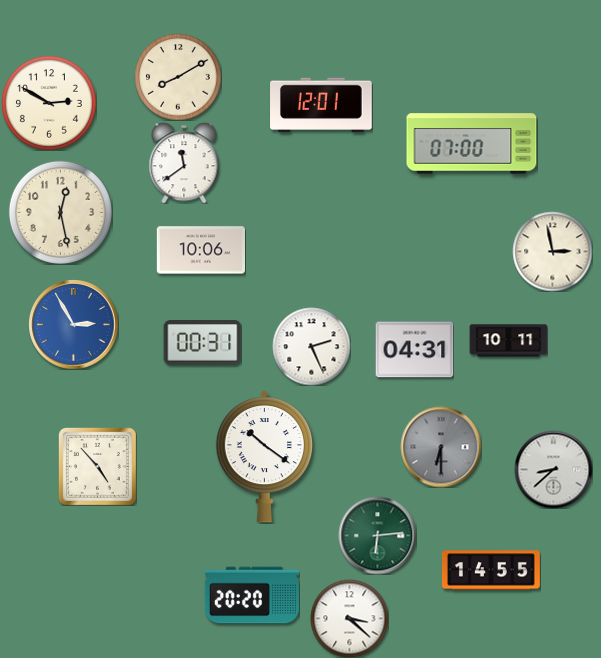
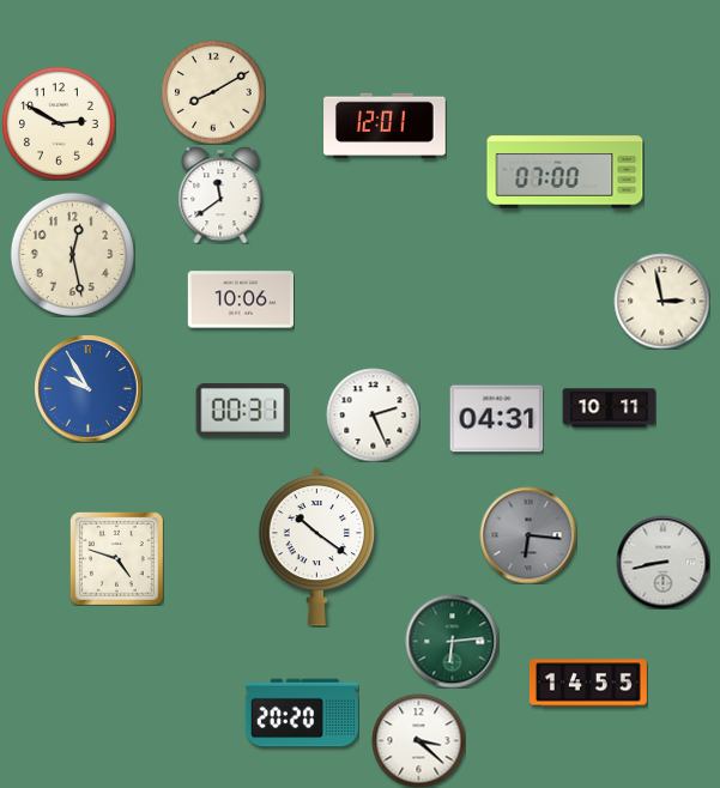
clock at (73, 324): 2:55 -> 9:55
clock at (441, 447): 6:30 -> 6:16
clock at (97, 466): 4:53 -> 4:48
clock at (553, 469): 8:38 -> 8:43
